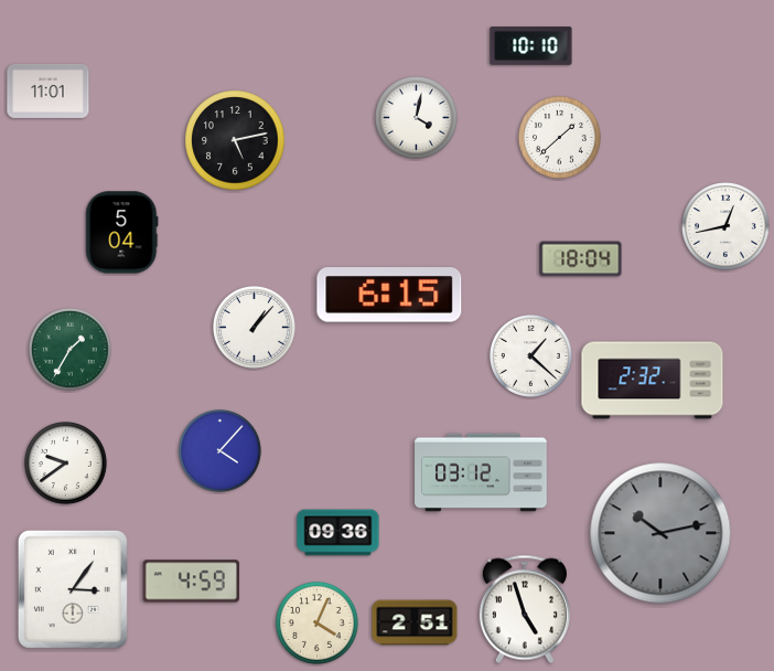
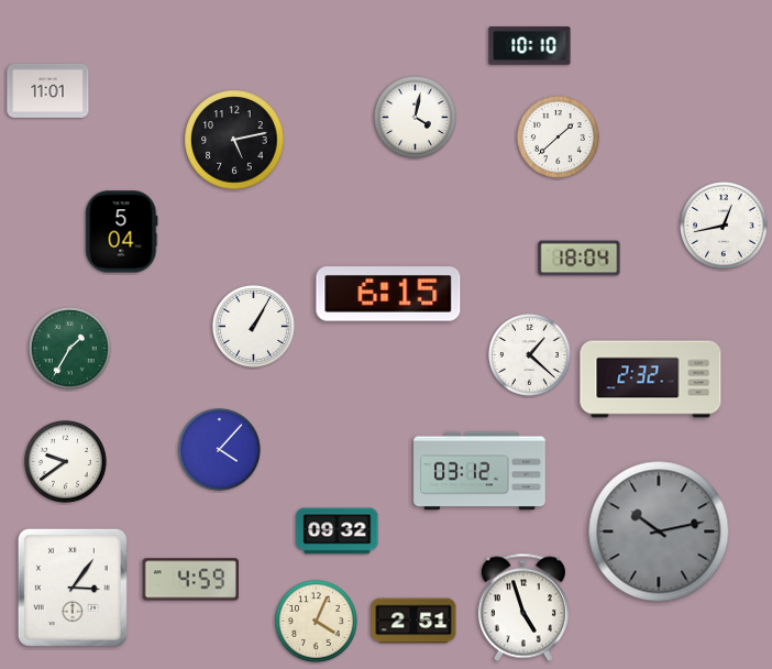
clock at (255, 328): 1:07 -> 1:05
clock at (338, 533): 09:36 -> 09:32
